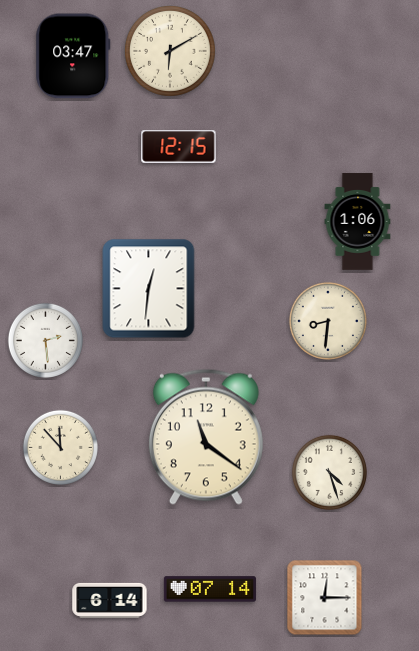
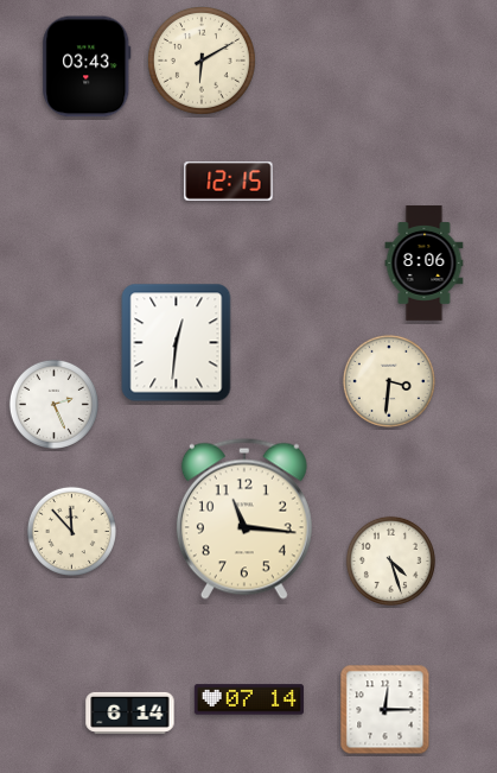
clock at (73, 56): 03:47 -> 03:43
clock at (179, 147) position: (179, 147) -> (229, 182)
clock at (358, 222): 1:06 -> 8:06
clock at (328, 321): 8:31 -> 3:31
clock at (45, 340): 2:29 -> 2:26
clock at (206, 437): 11:21 -> 11:16
